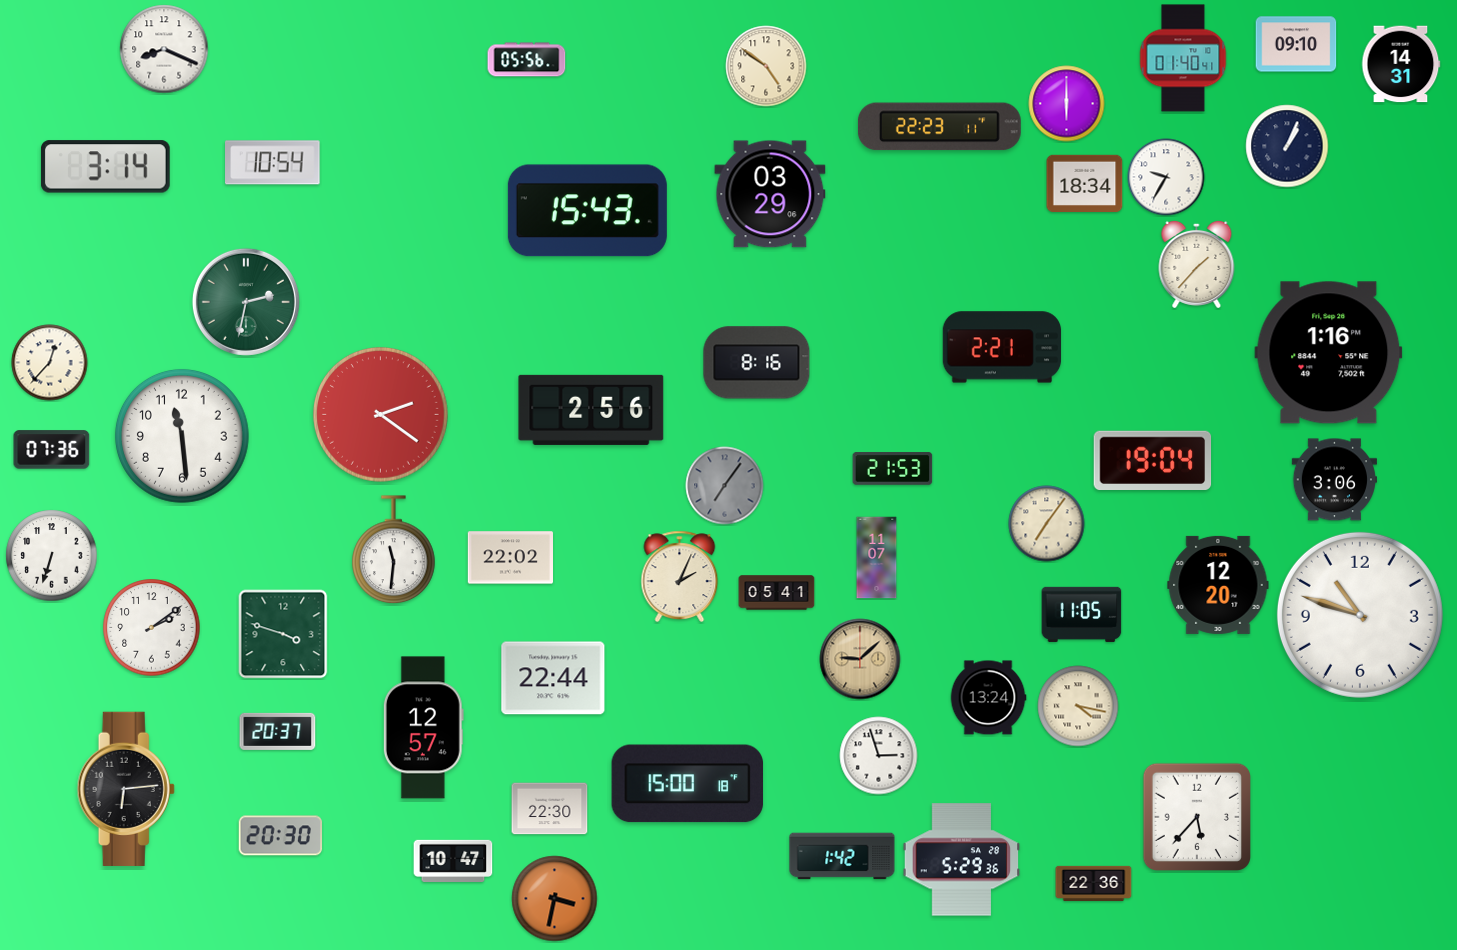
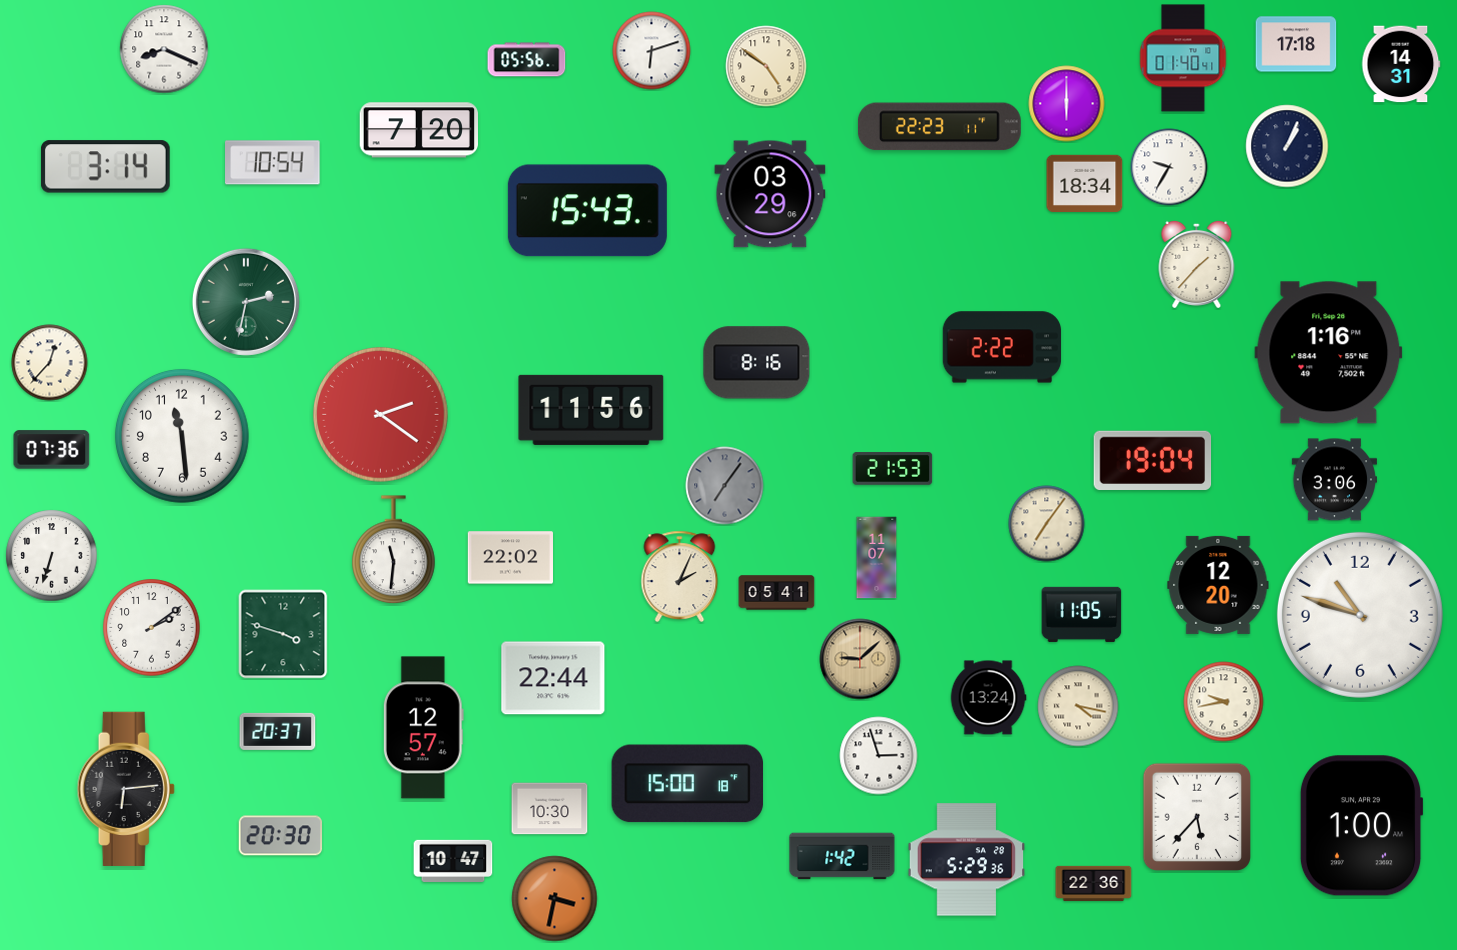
clock at (1296, 44): 09:10 -> 17:18
clock at (652, 51): none -> 6:12
clock at (418, 130): none -> 7:20
clock at (1166, 177) position: (1166, 177) -> (1169, 167)
clock at (1002, 347): 2:21 -> 2:22
clock at (591, 410): 2:56 -> 11:56
clock at (1224, 702): none -> 9:43
clock at (550, 809): 22:30 -> 10:30
clock at (1361, 826): none -> 1:00
clock at (962, 860) position: (962, 860) -> (967, 860)
